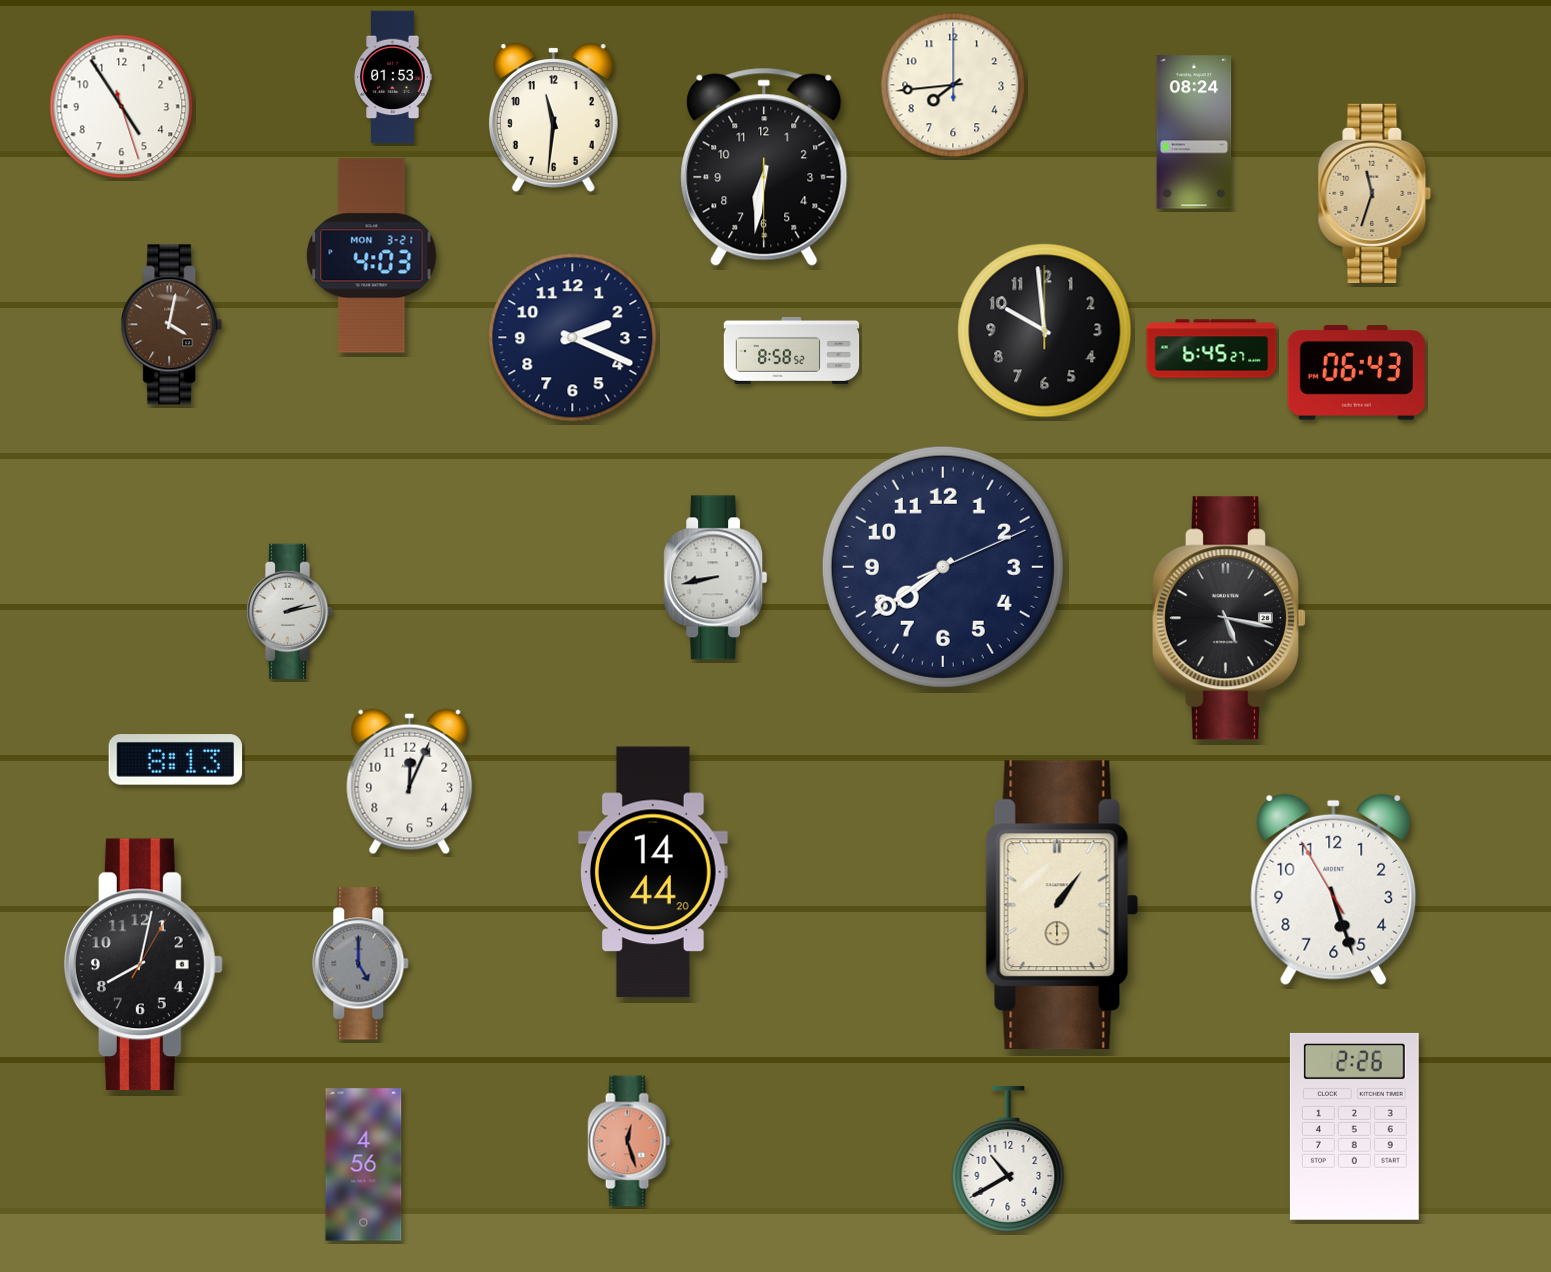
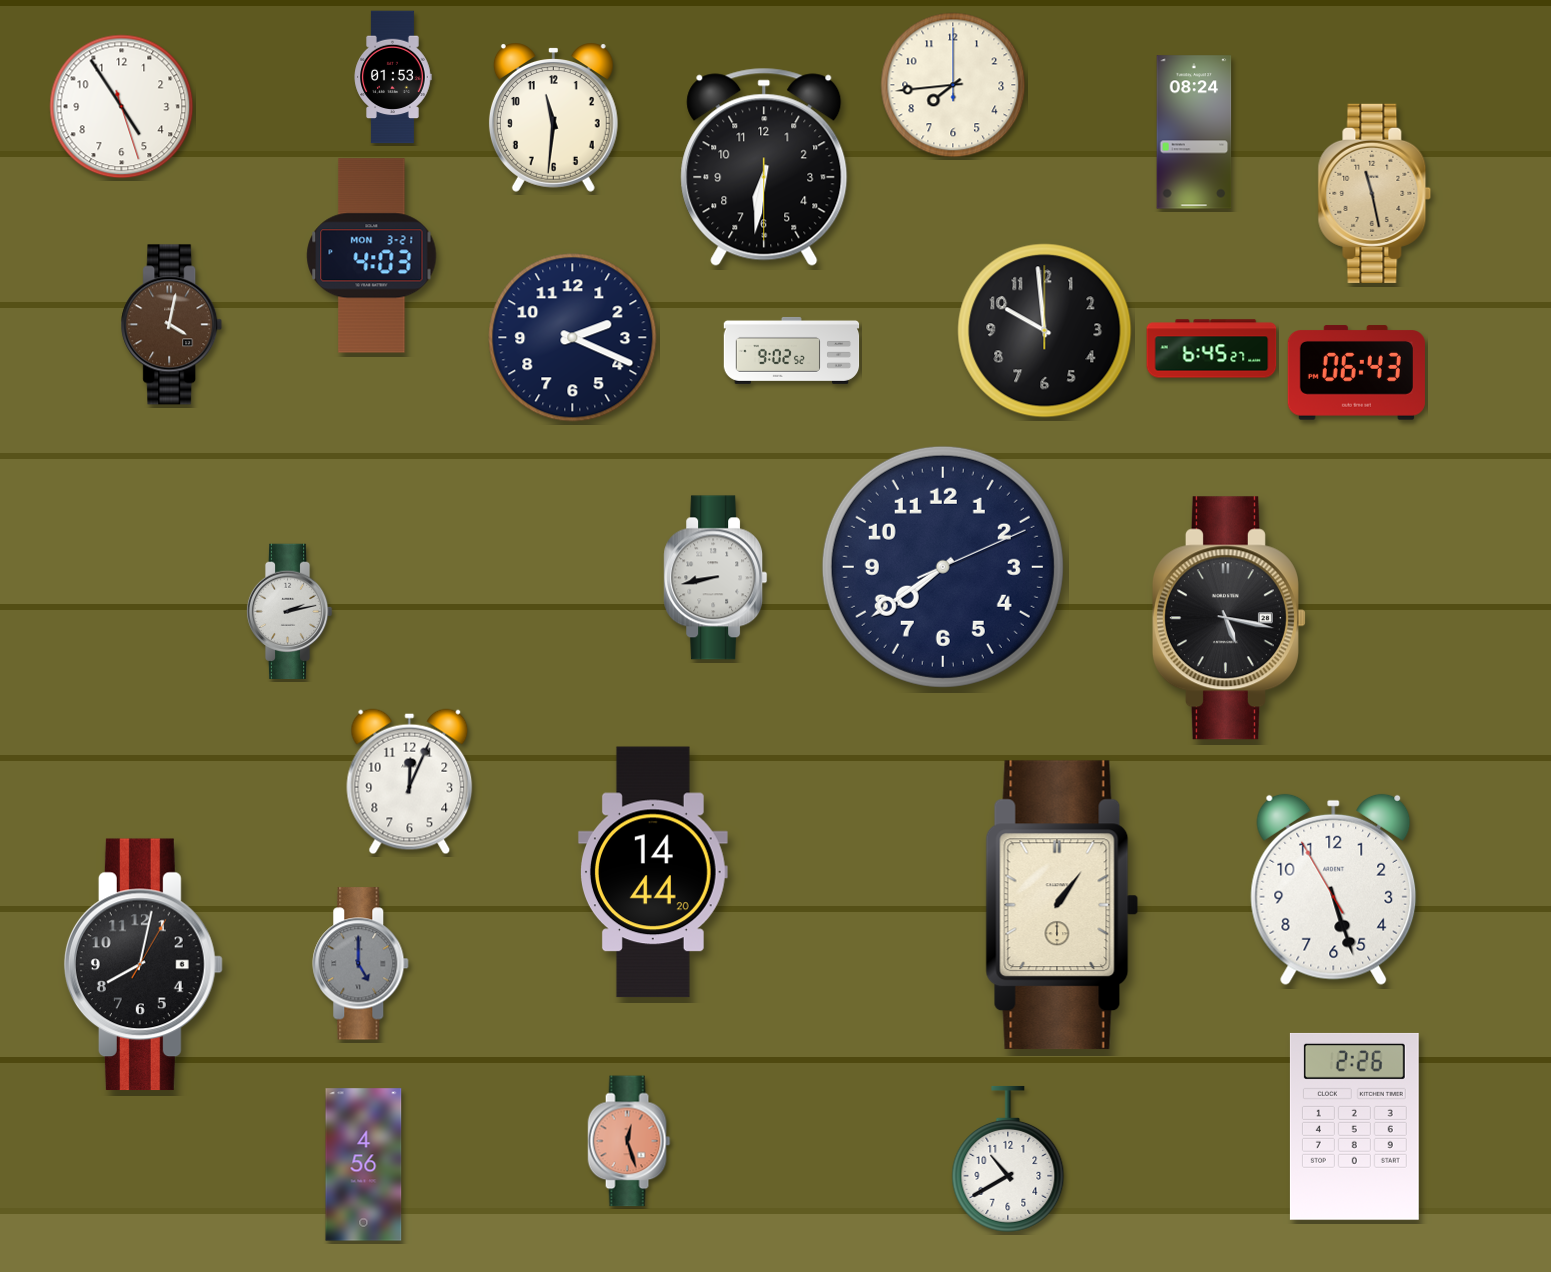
clock at (1375, 193): 11:33 -> 11:28
clock at (792, 350): 8:58 -> 9:02
clock at (176, 760): 8:13 -> none
